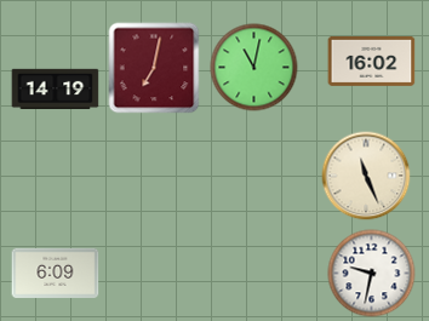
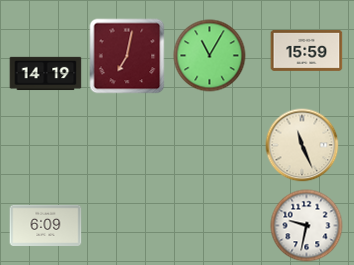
clock at (372, 61): 16:02 -> 15:59
clock at (254, 68): 11:02 -> 11:05
